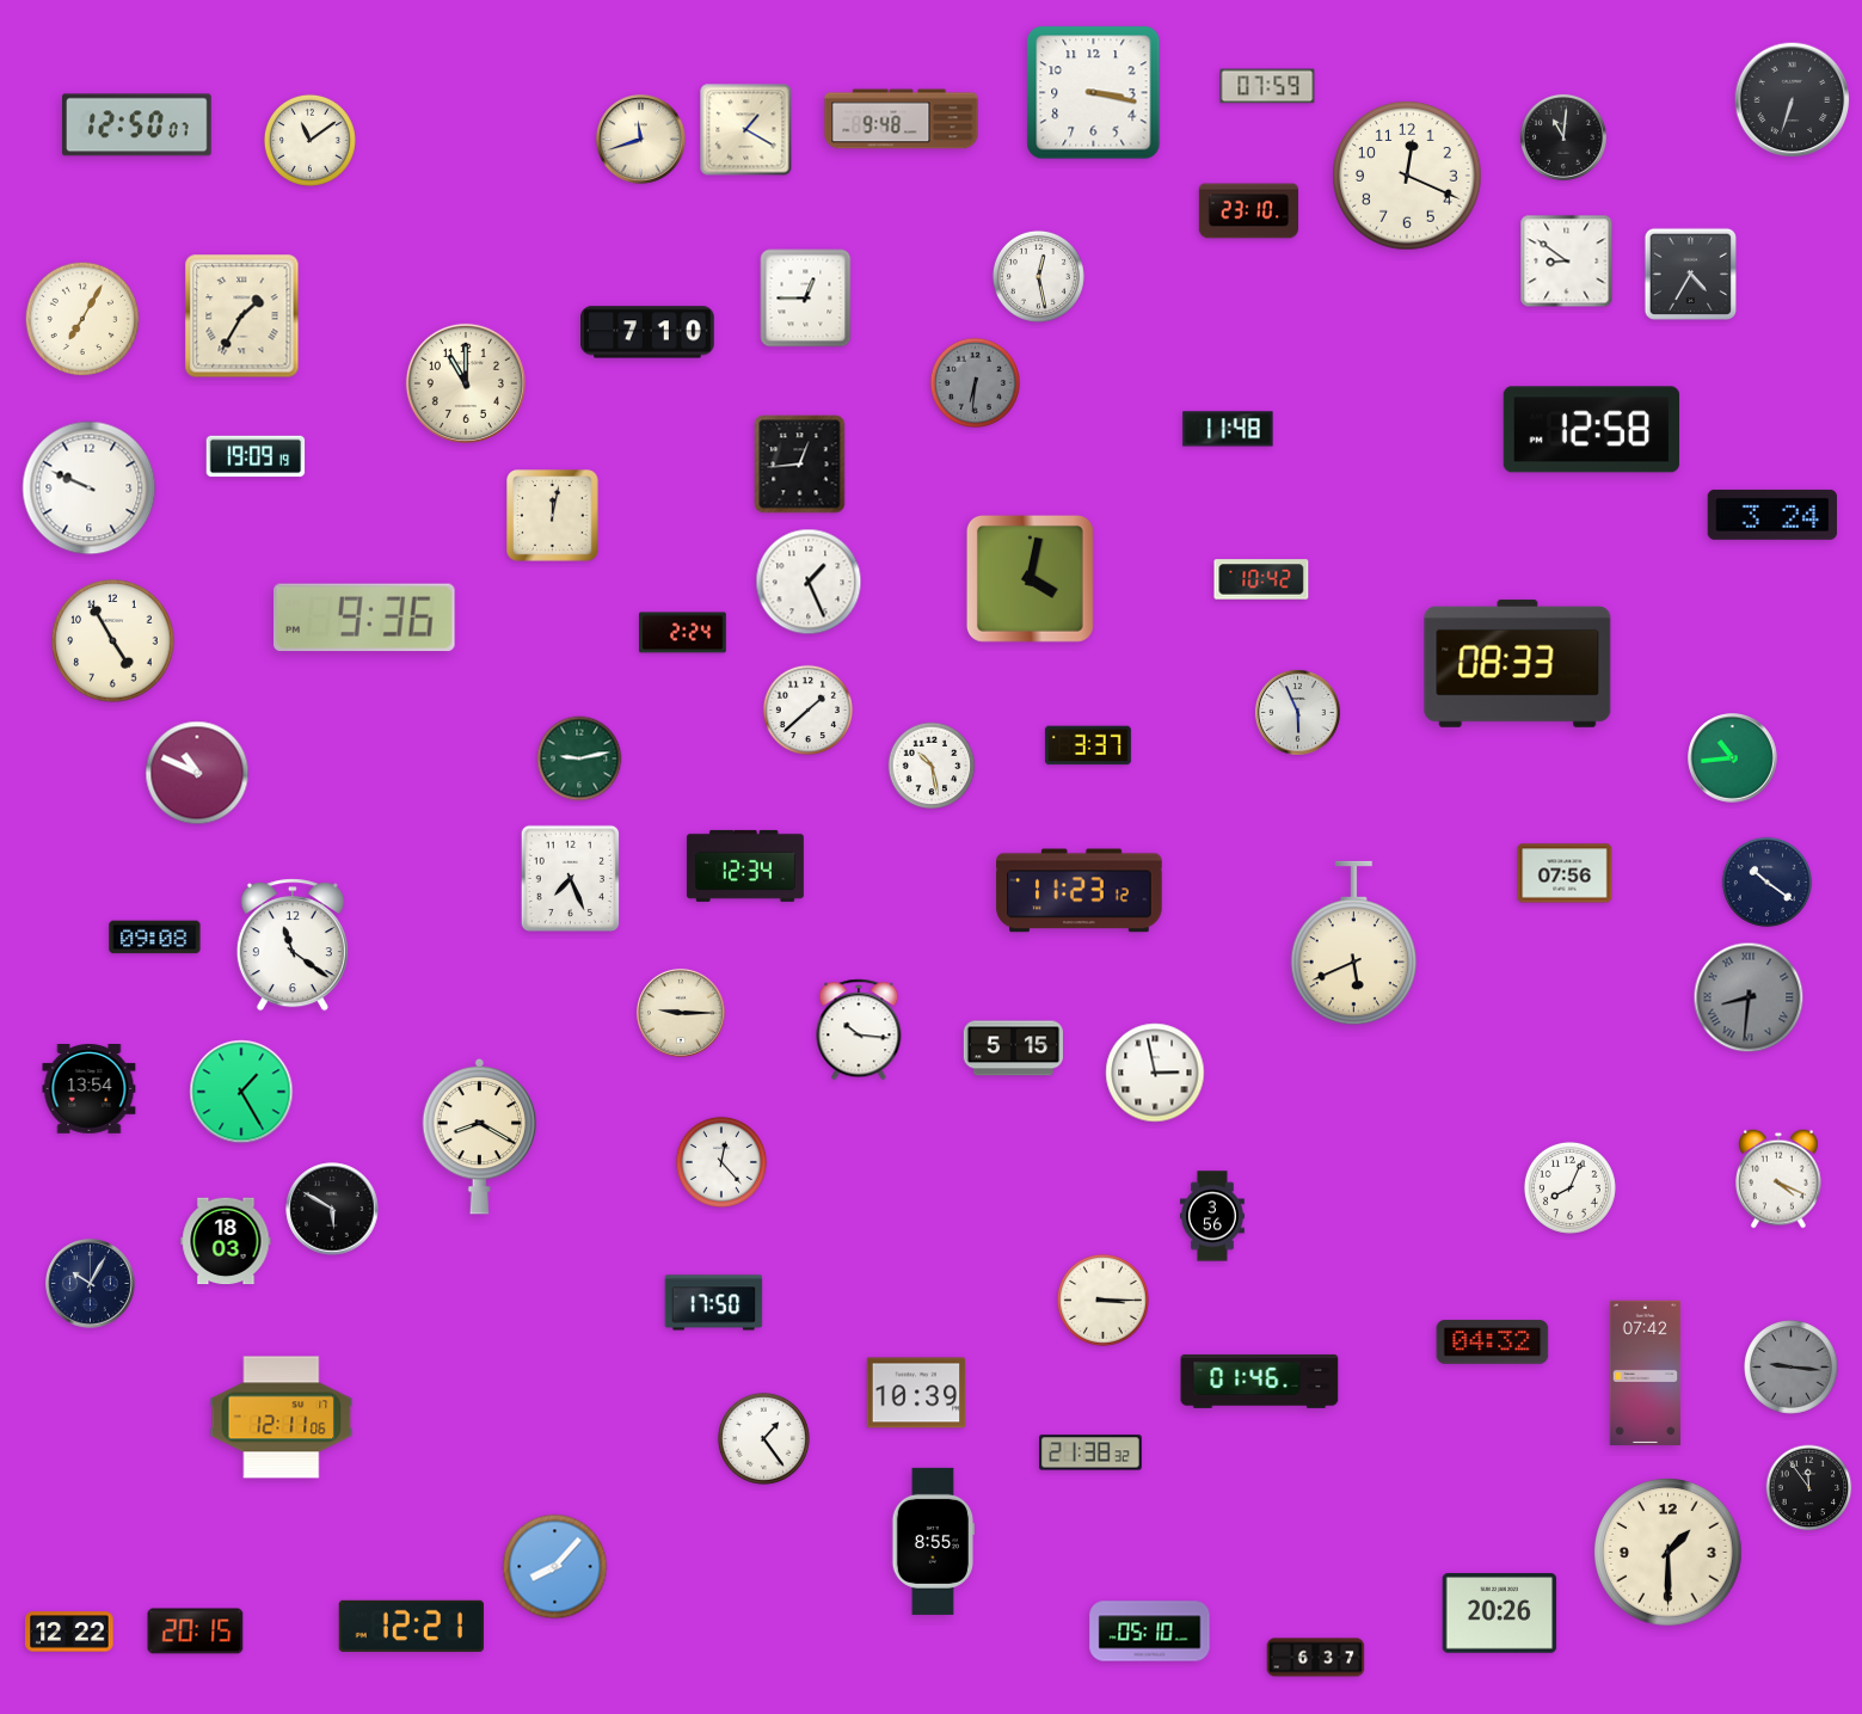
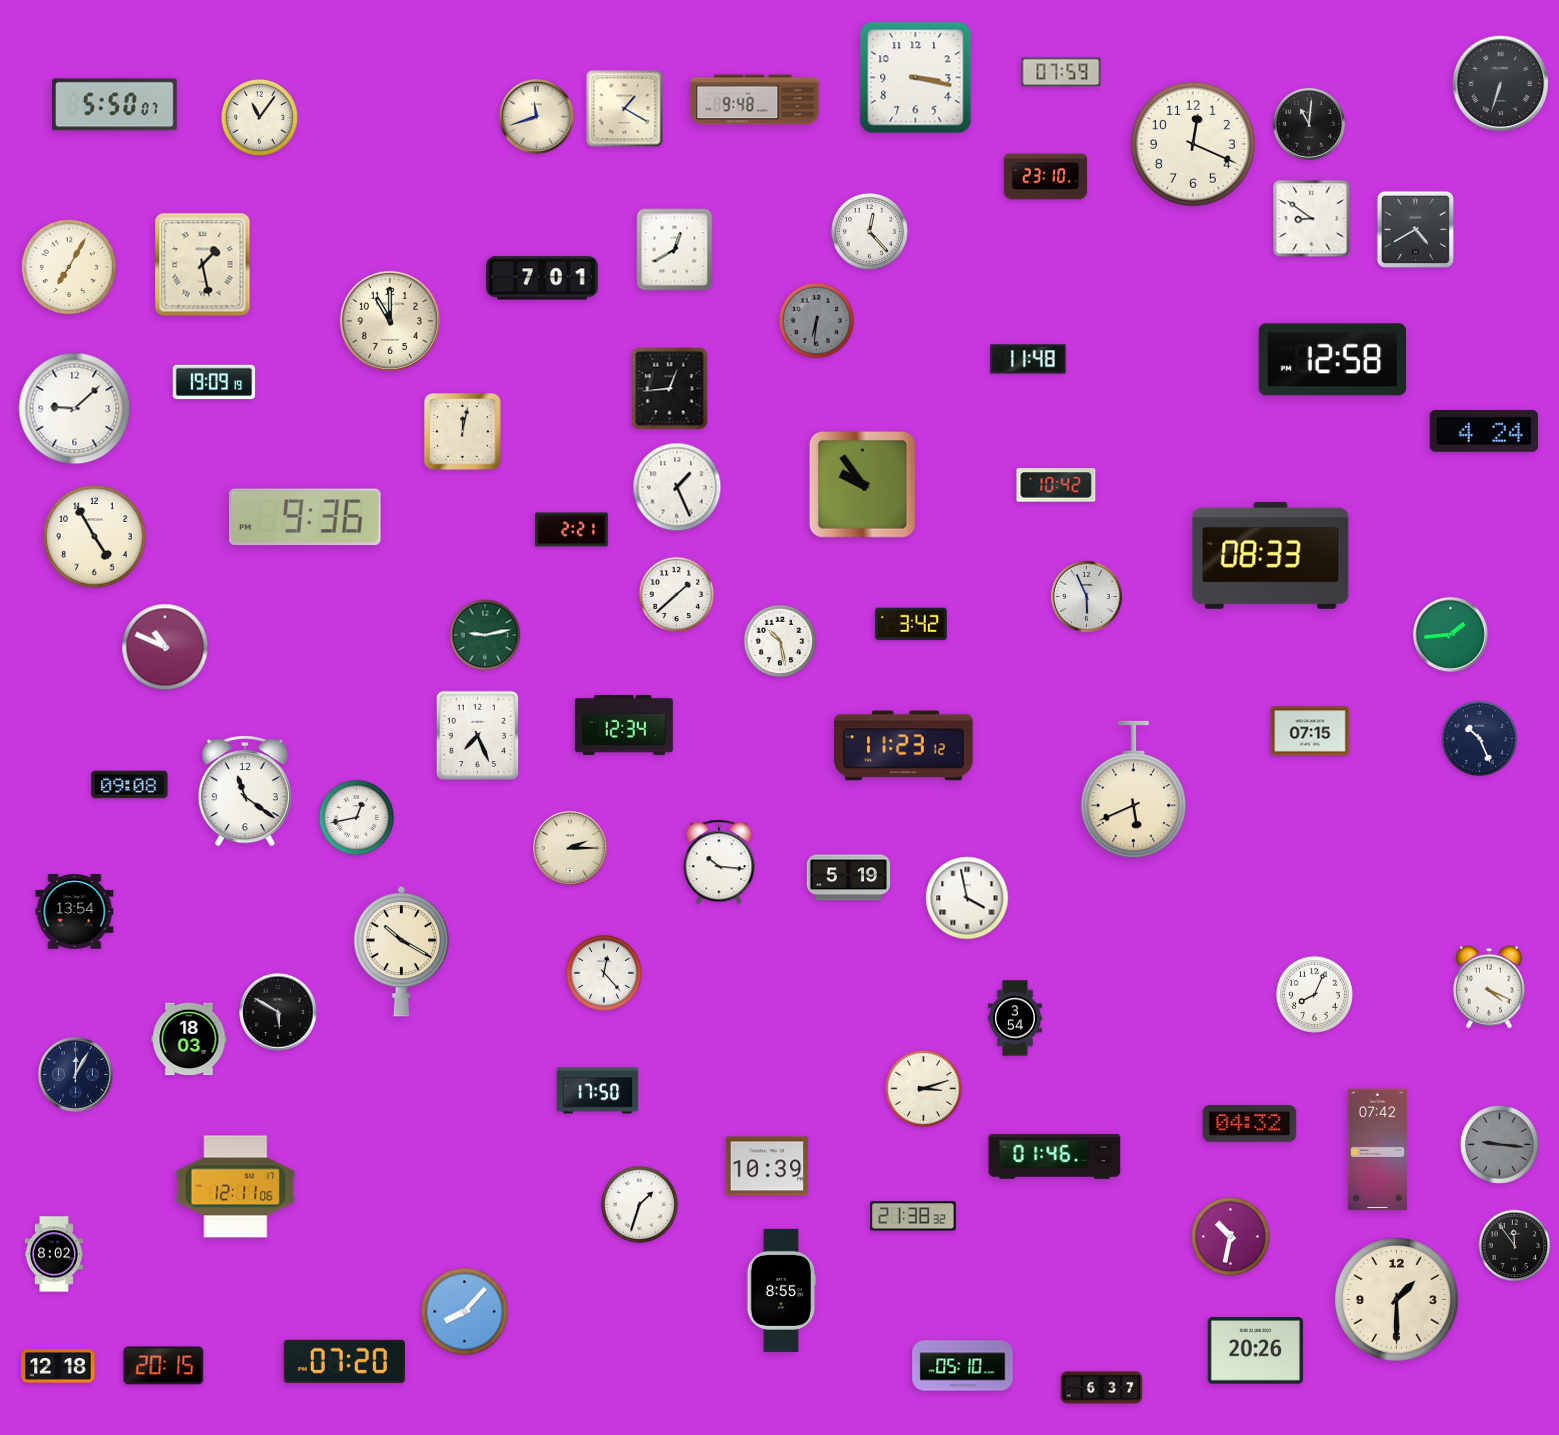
clock at (137, 125): 12:50 -> 5:50
clock at (1563, 137) position: (1563, 137) -> (1309, 124)
clock at (309, 140): 11:09 -> 11:06
clock at (1407, 176) position: (1407, 176) -> (1193, 144)
clock at (1690, 274): 4:35 -> 4:40
clock at (1038, 276): 12:28 -> 12:23
clock at (806, 299): 12:45 -> 12:40
clock at (242, 317): 1:35 -> 1:28
clock at (649, 332): 7:10 -> 7:01
clock at (90, 489): 9:49 -> 9:08
clock at (1771, 515): 3:24 -> 4:24
clock at (1030, 578): 4:02 -> 9:54
clock at (683, 633): 2:24 -> 2:21
clock at (1088, 745): 3:37 -> 3:42
clock at (1733, 758): 10:44 -> 1:44
clock at (1565, 873): 07:56 -> 07:15
clock at (1766, 881): 10:21 -> 10:26
clock at (356, 817): none -> 12:43
clock at (1749, 997): 8:31 -> none
clock at (681, 1013): 9:15 -> 2:15
clock at (1013, 1049): 5:15 -> 5:19
clock at (1155, 1073): 2:58 -> 3:58
clock at (241, 1092): 1:25 -> none
clock at (480, 1136): 8:20 -> 10:20
clock at (1212, 1216): 3:56 -> 3:54
clock at (91, 1284): 10:05 -> 12:05
clock at (1102, 1300): 3:15 -> 3:12
clock at (763, 1438): 1:24 -> 1:33
clock at (1231, 1237): none -> 10:32
clock at (54, 1254): none -> 8:02
clock at (411, 1626): 12:21 -> 07:20
clock at (69, 1632): 12:22 -> 12:18
